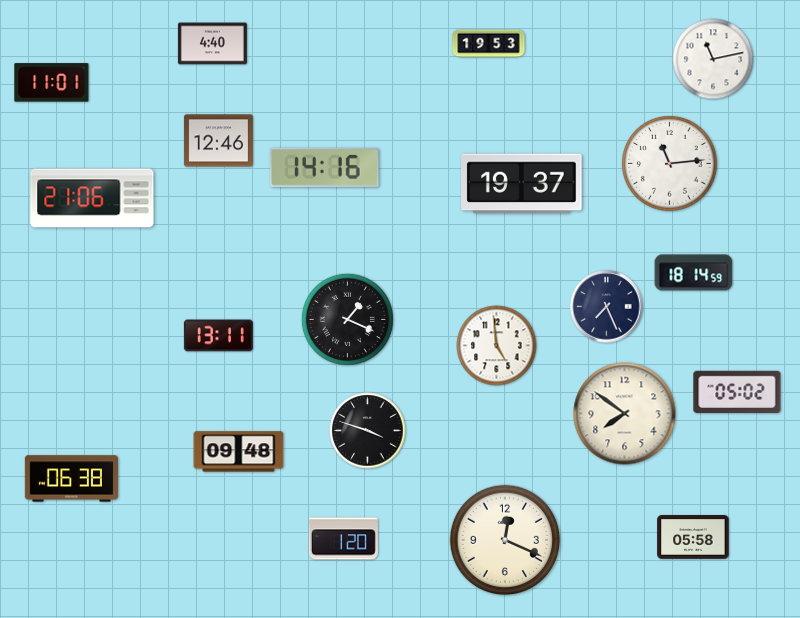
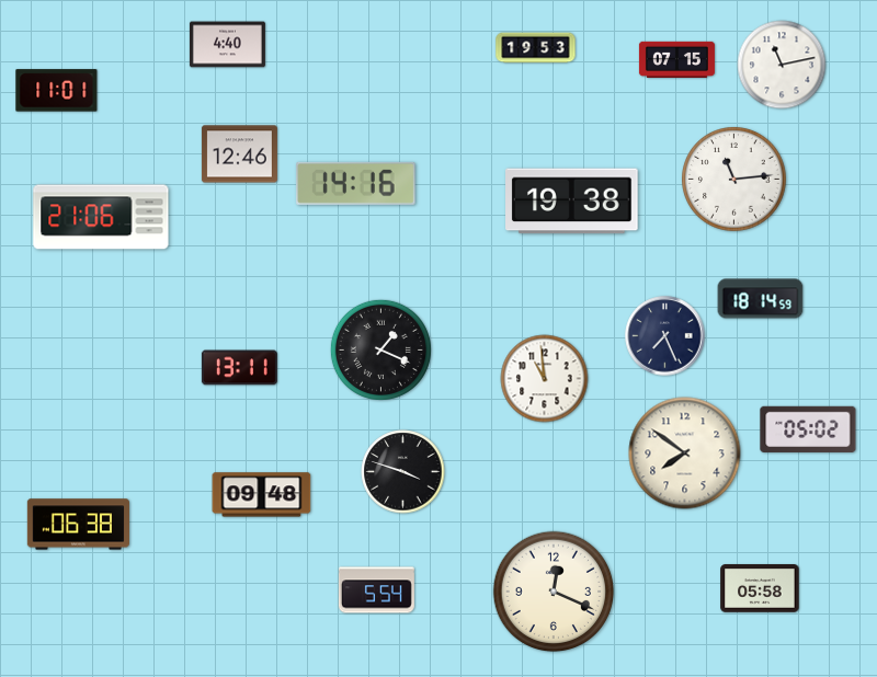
clock at (212, 44) position: (212, 44) -> (227, 45)
clock at (676, 59): none -> 07:15
clock at (522, 184): 19:37 -> 19:38
clock at (497, 346): 4:59 -> 10:59
clock at (343, 539): 1:20 -> 5:54
